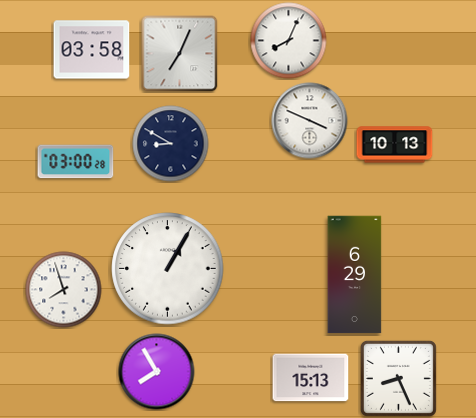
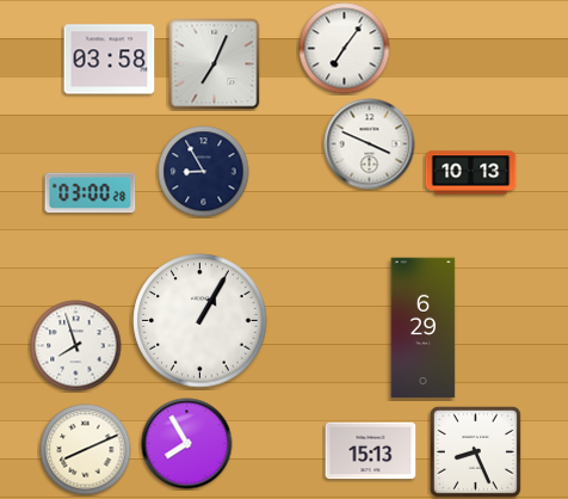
clock at (289, 41): 8:04 -> 7:06
clock at (171, 144): 8:50 -> 8:55
clock at (86, 450): none -> 8:11
